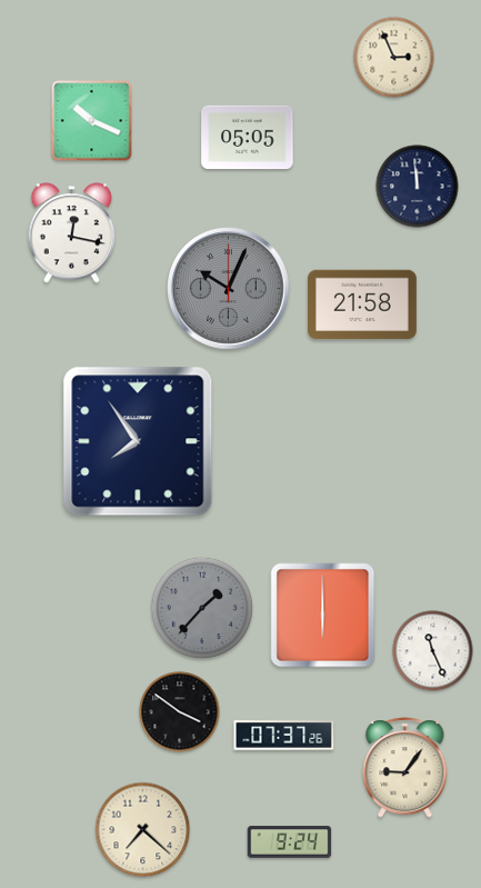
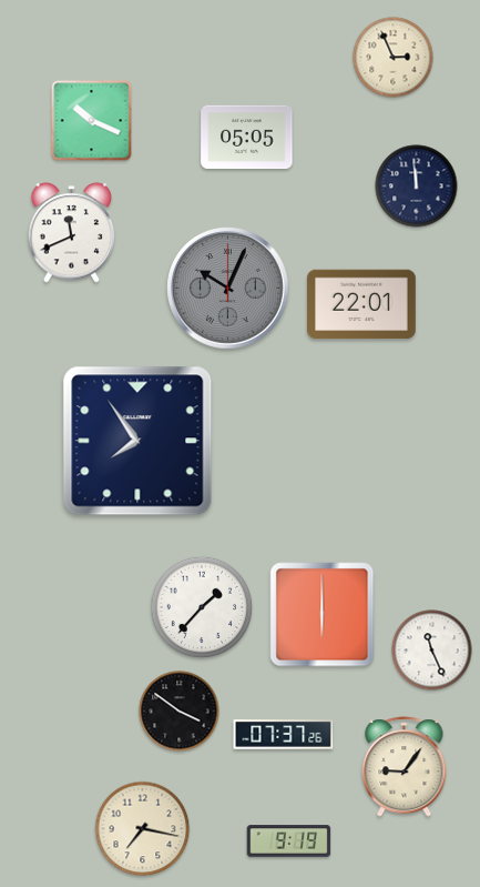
clock at (72, 233): 12:17 -> 11:41
clock at (363, 305): 21:58 -> 22:01
clock at (202, 608) dial: grey -> white
clock at (143, 830): 7:22 -> 7:17
clock at (290, 842): 9:24 -> 9:19
